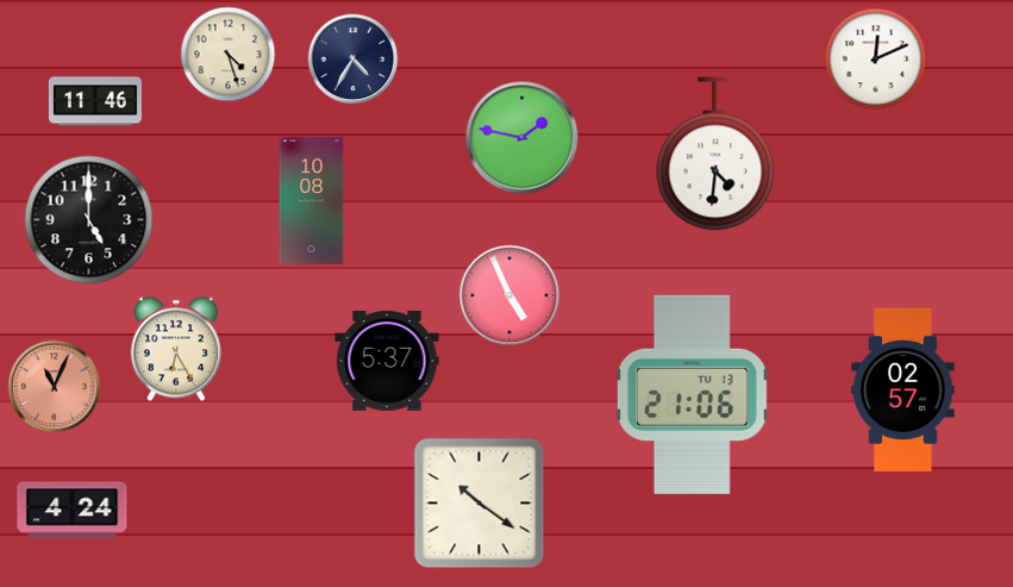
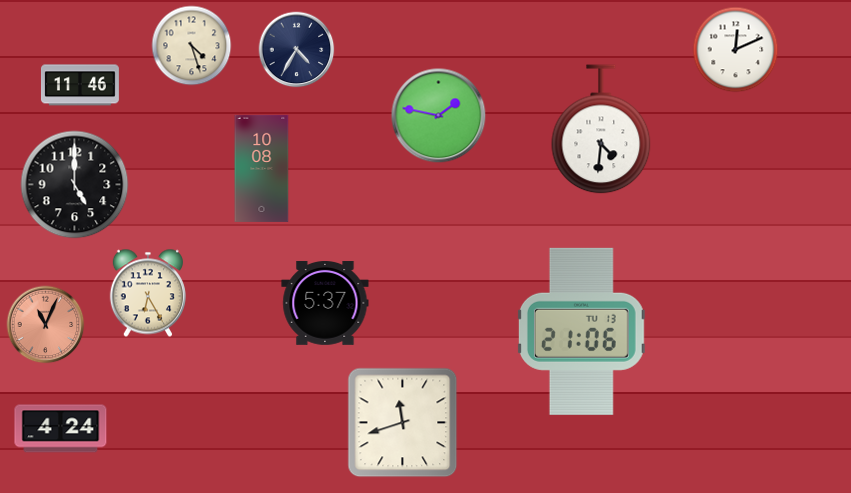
clock at (509, 295): 4:56 -> none
clock at (903, 389): 02:57 -> none
clock at (480, 504): 10:21 -> 11:42
